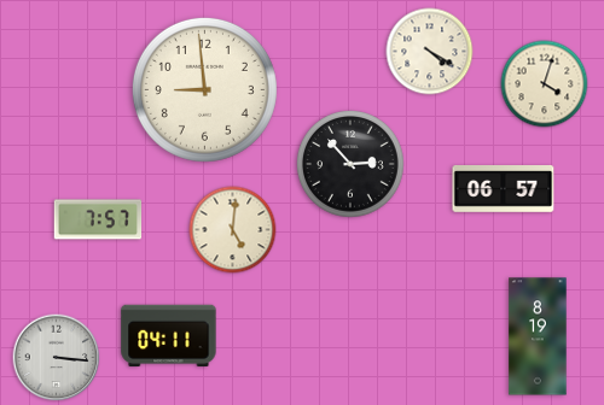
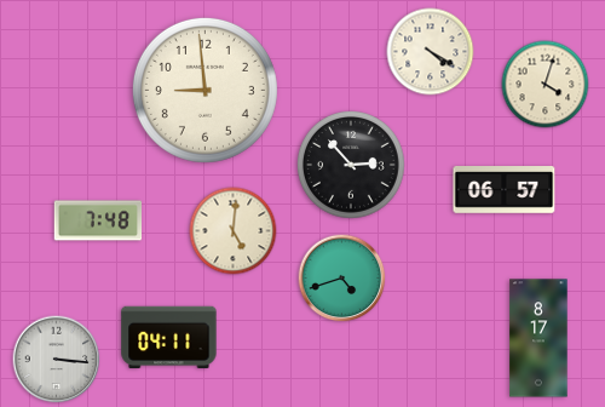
clock at (98, 219): 7:57 -> 7:48
clock at (342, 279): none -> 4:42
clock at (538, 336): 8:19 -> 8:17
